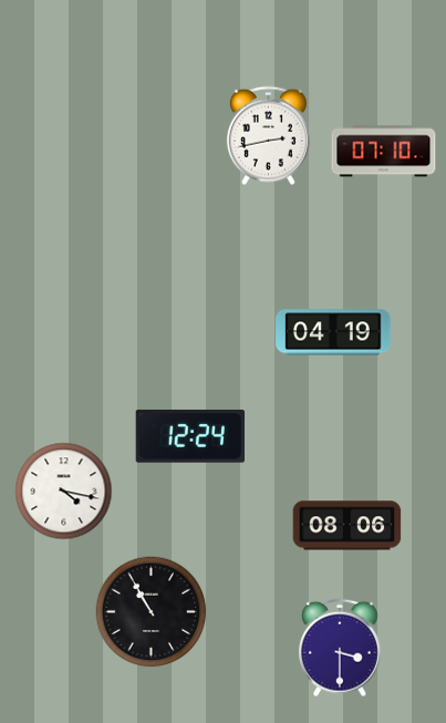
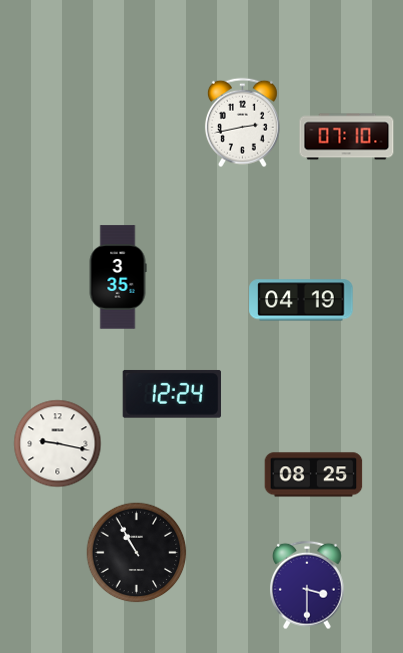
clock at (118, 277): none -> 3:35
clock at (64, 492): 4:17 -> 9:17
clock at (348, 526): 08:06 -> 08:25
